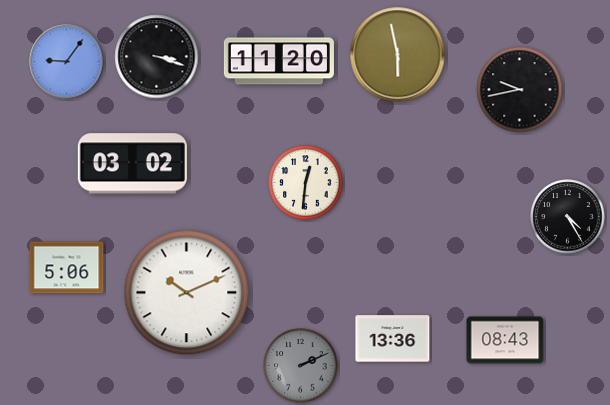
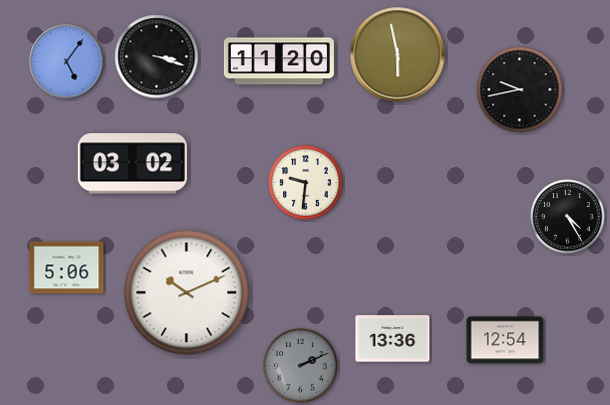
clock at (67, 62): 9:06 -> 5:06
clock at (306, 183): 12:31 -> 9:31
clock at (505, 340): 08:43 -> 12:54
